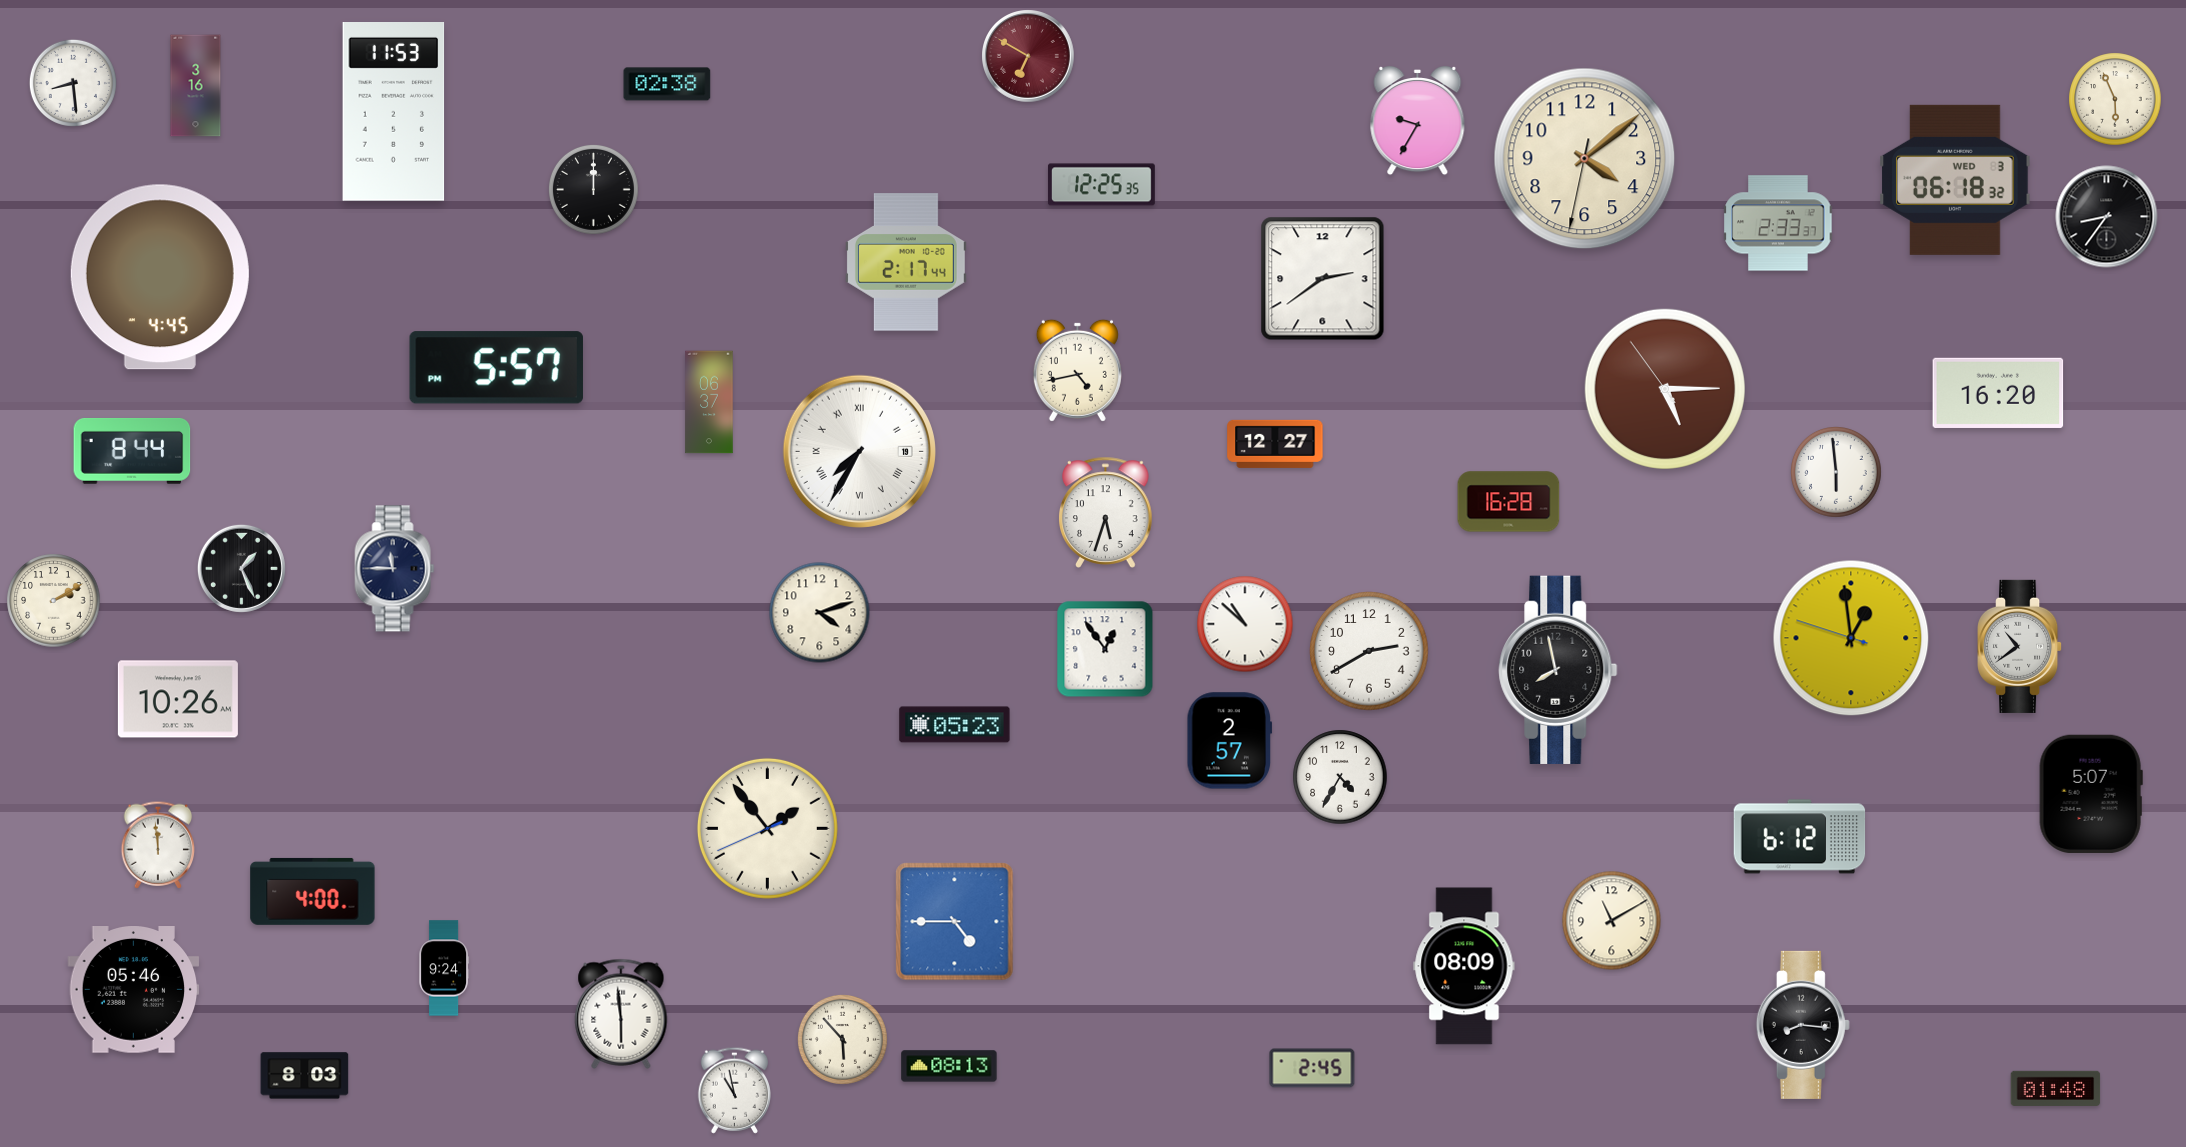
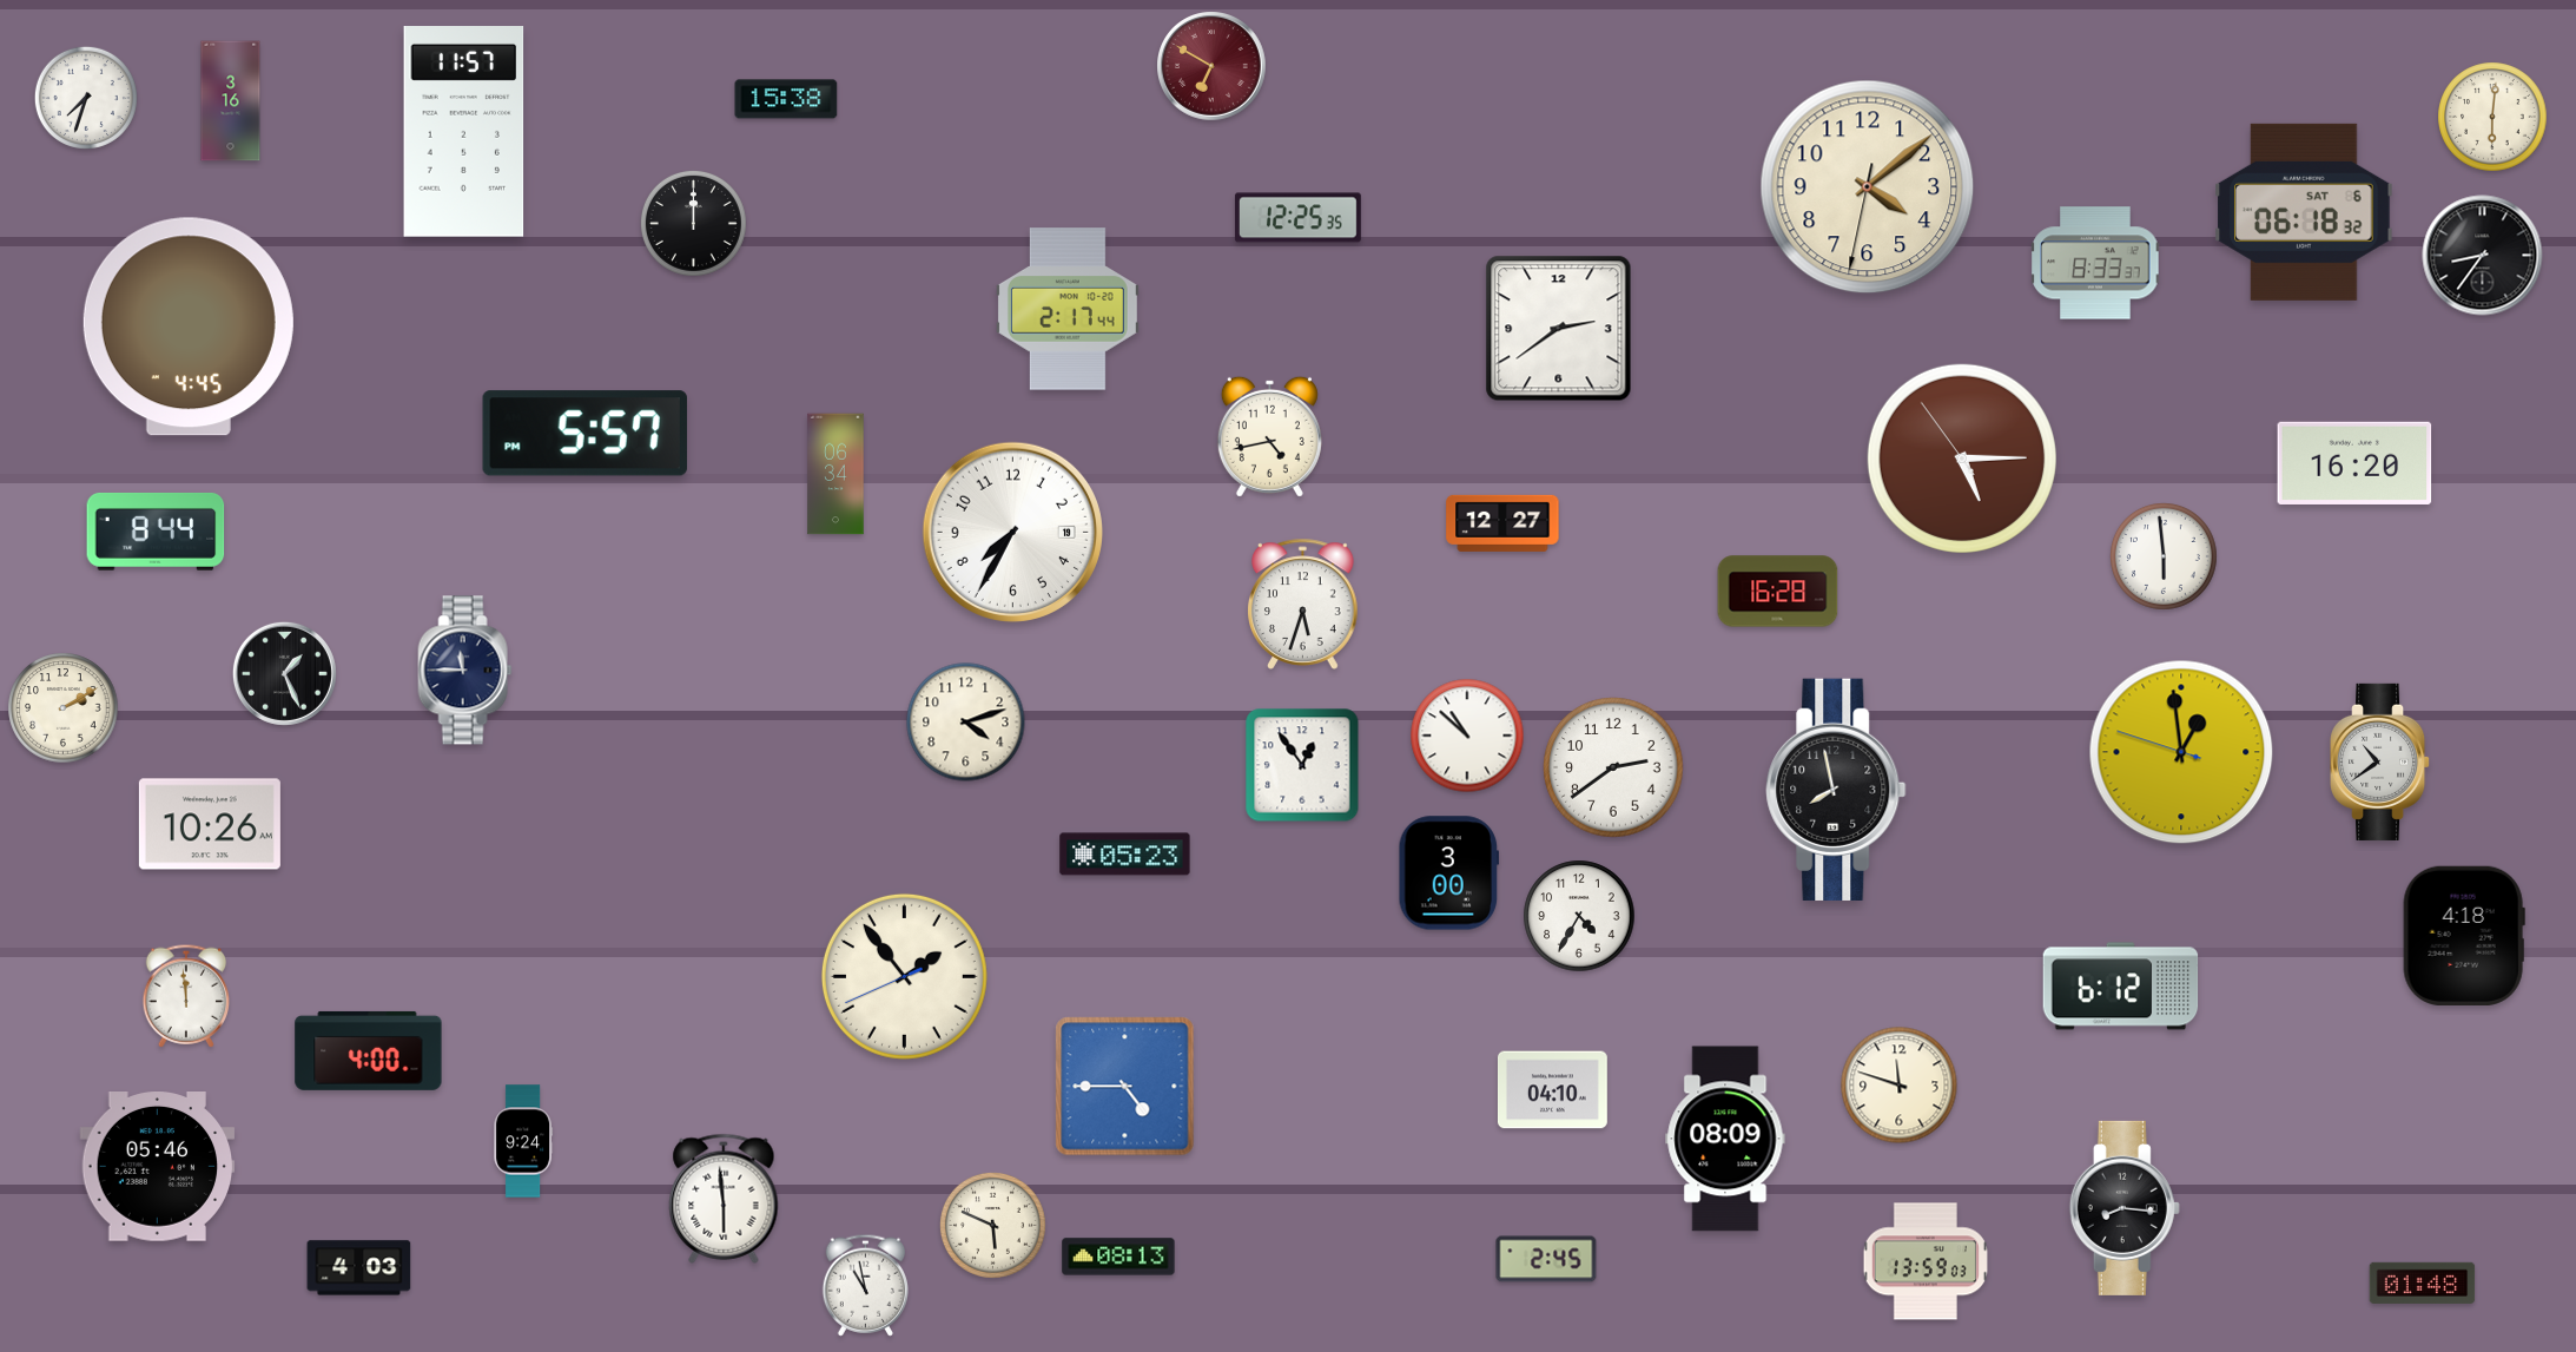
clock at (73, 83): 8:29 -> 7:33
clock at (667, 84): 02:38 -> 15:38
clock at (2115, 99): 5:56 -> 6:01
clock at (394, 112): 11:53 -> 11:57
clock at (1418, 121): 9:35 -> none
clock at (1955, 180) date: WED 3 -> SAT 6
clock at (593, 189) position: (593, 189) -> (693, 223)
clock at (1778, 223): 2:33 -> 8:33
clock at (709, 402): 06:37 -> 06:34
clock at (859, 451) numerals: Roman -> Arabic
clock at (241, 568) position: (241, 568) -> (284, 673)
clock at (1369, 651): 2:40 -> 2:39
clock at (1230, 741): 2:57 -> 3:00
clock at (2091, 794): 5:07 -> 4:18
clock at (1612, 921): 11:10 -> 11:48
clock at (1552, 1090): none -> 04:10
clock at (621, 1014) position: (621, 1014) -> (724, 1199)
clock at (842, 1039): 5:53 -> 5:49
clock at (1926, 1261): none -> 13:59
clock at (305, 1076): 8:03 -> 4:03
